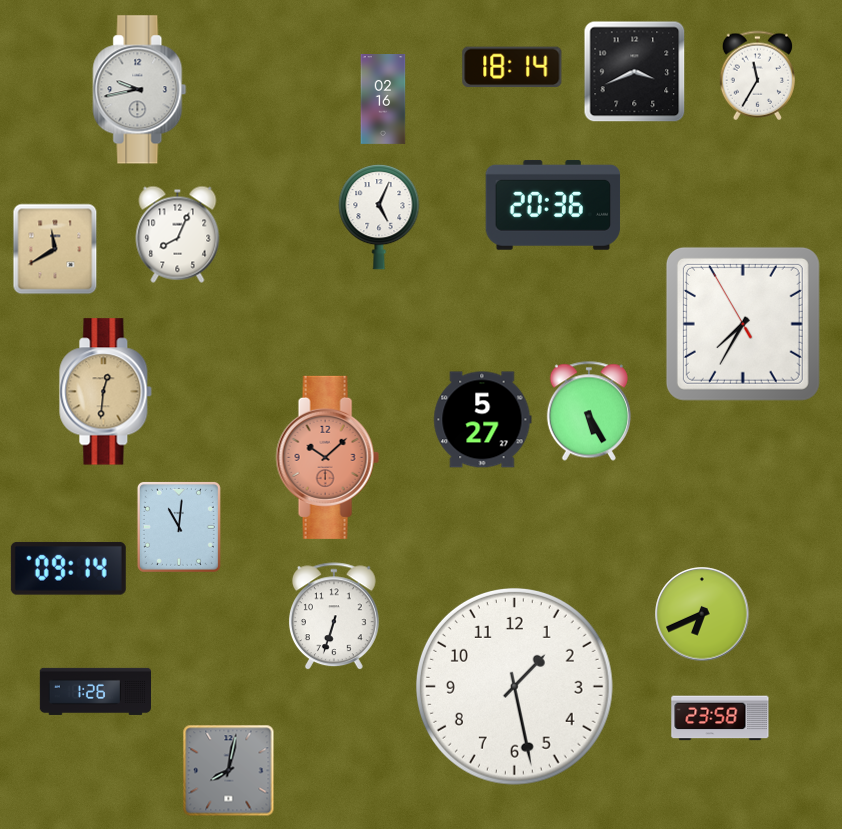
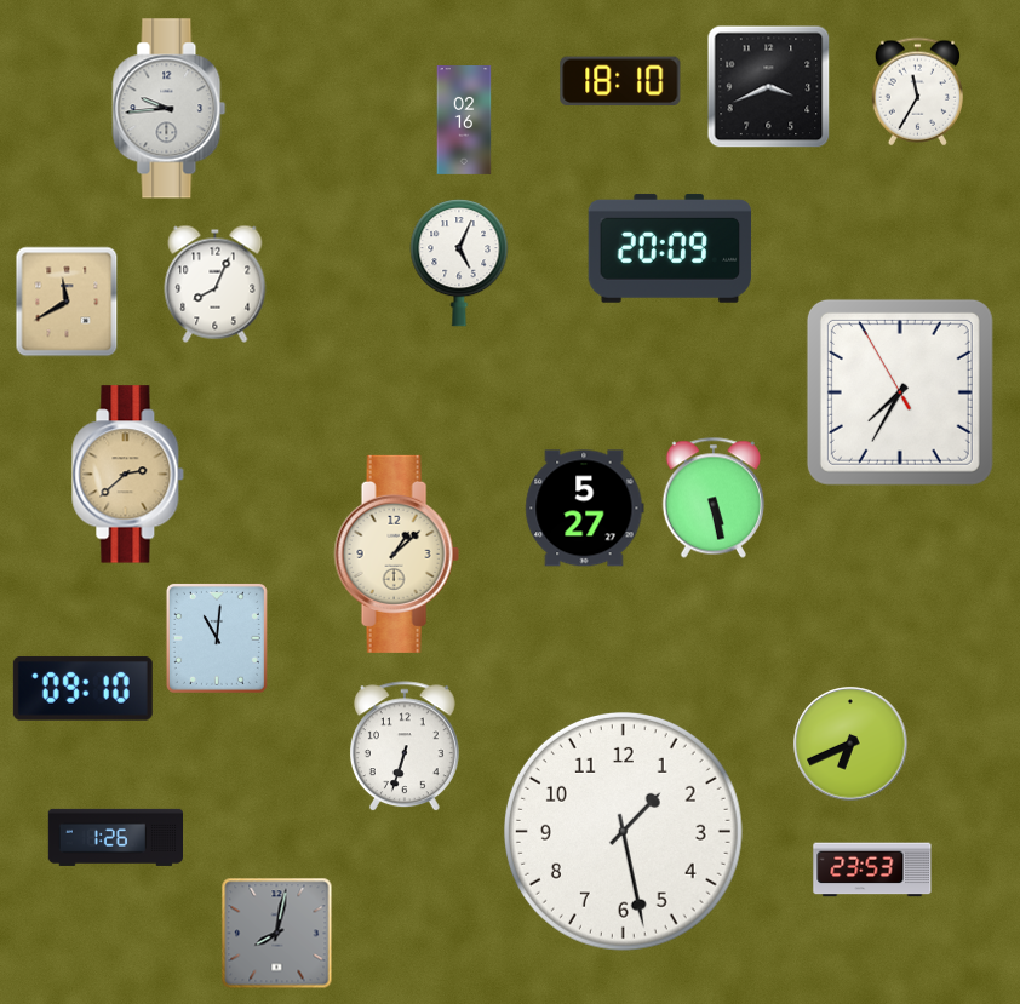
clock at (512, 67): 18:14 -> 18:10
clock at (140, 90): 9:43 -> 9:44
clock at (553, 205): 20:36 -> 20:09
clock at (106, 392): 12:31 -> 2:38
clock at (589, 411): 5:25 -> 5:28
clock at (327, 457): 10:08 -> 1:08
clock at (327, 457) dial: salmon -> cream
clock at (68, 568): 09:14 -> 09:10
clock at (720, 718): 23:58 -> 23:53
